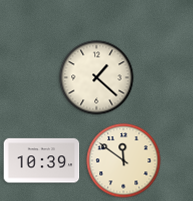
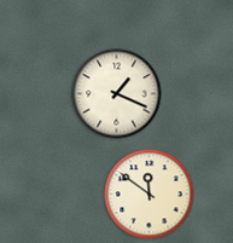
clock at (97, 78): 1:22 -> 1:19
clock at (42, 161): 10:39 -> none
